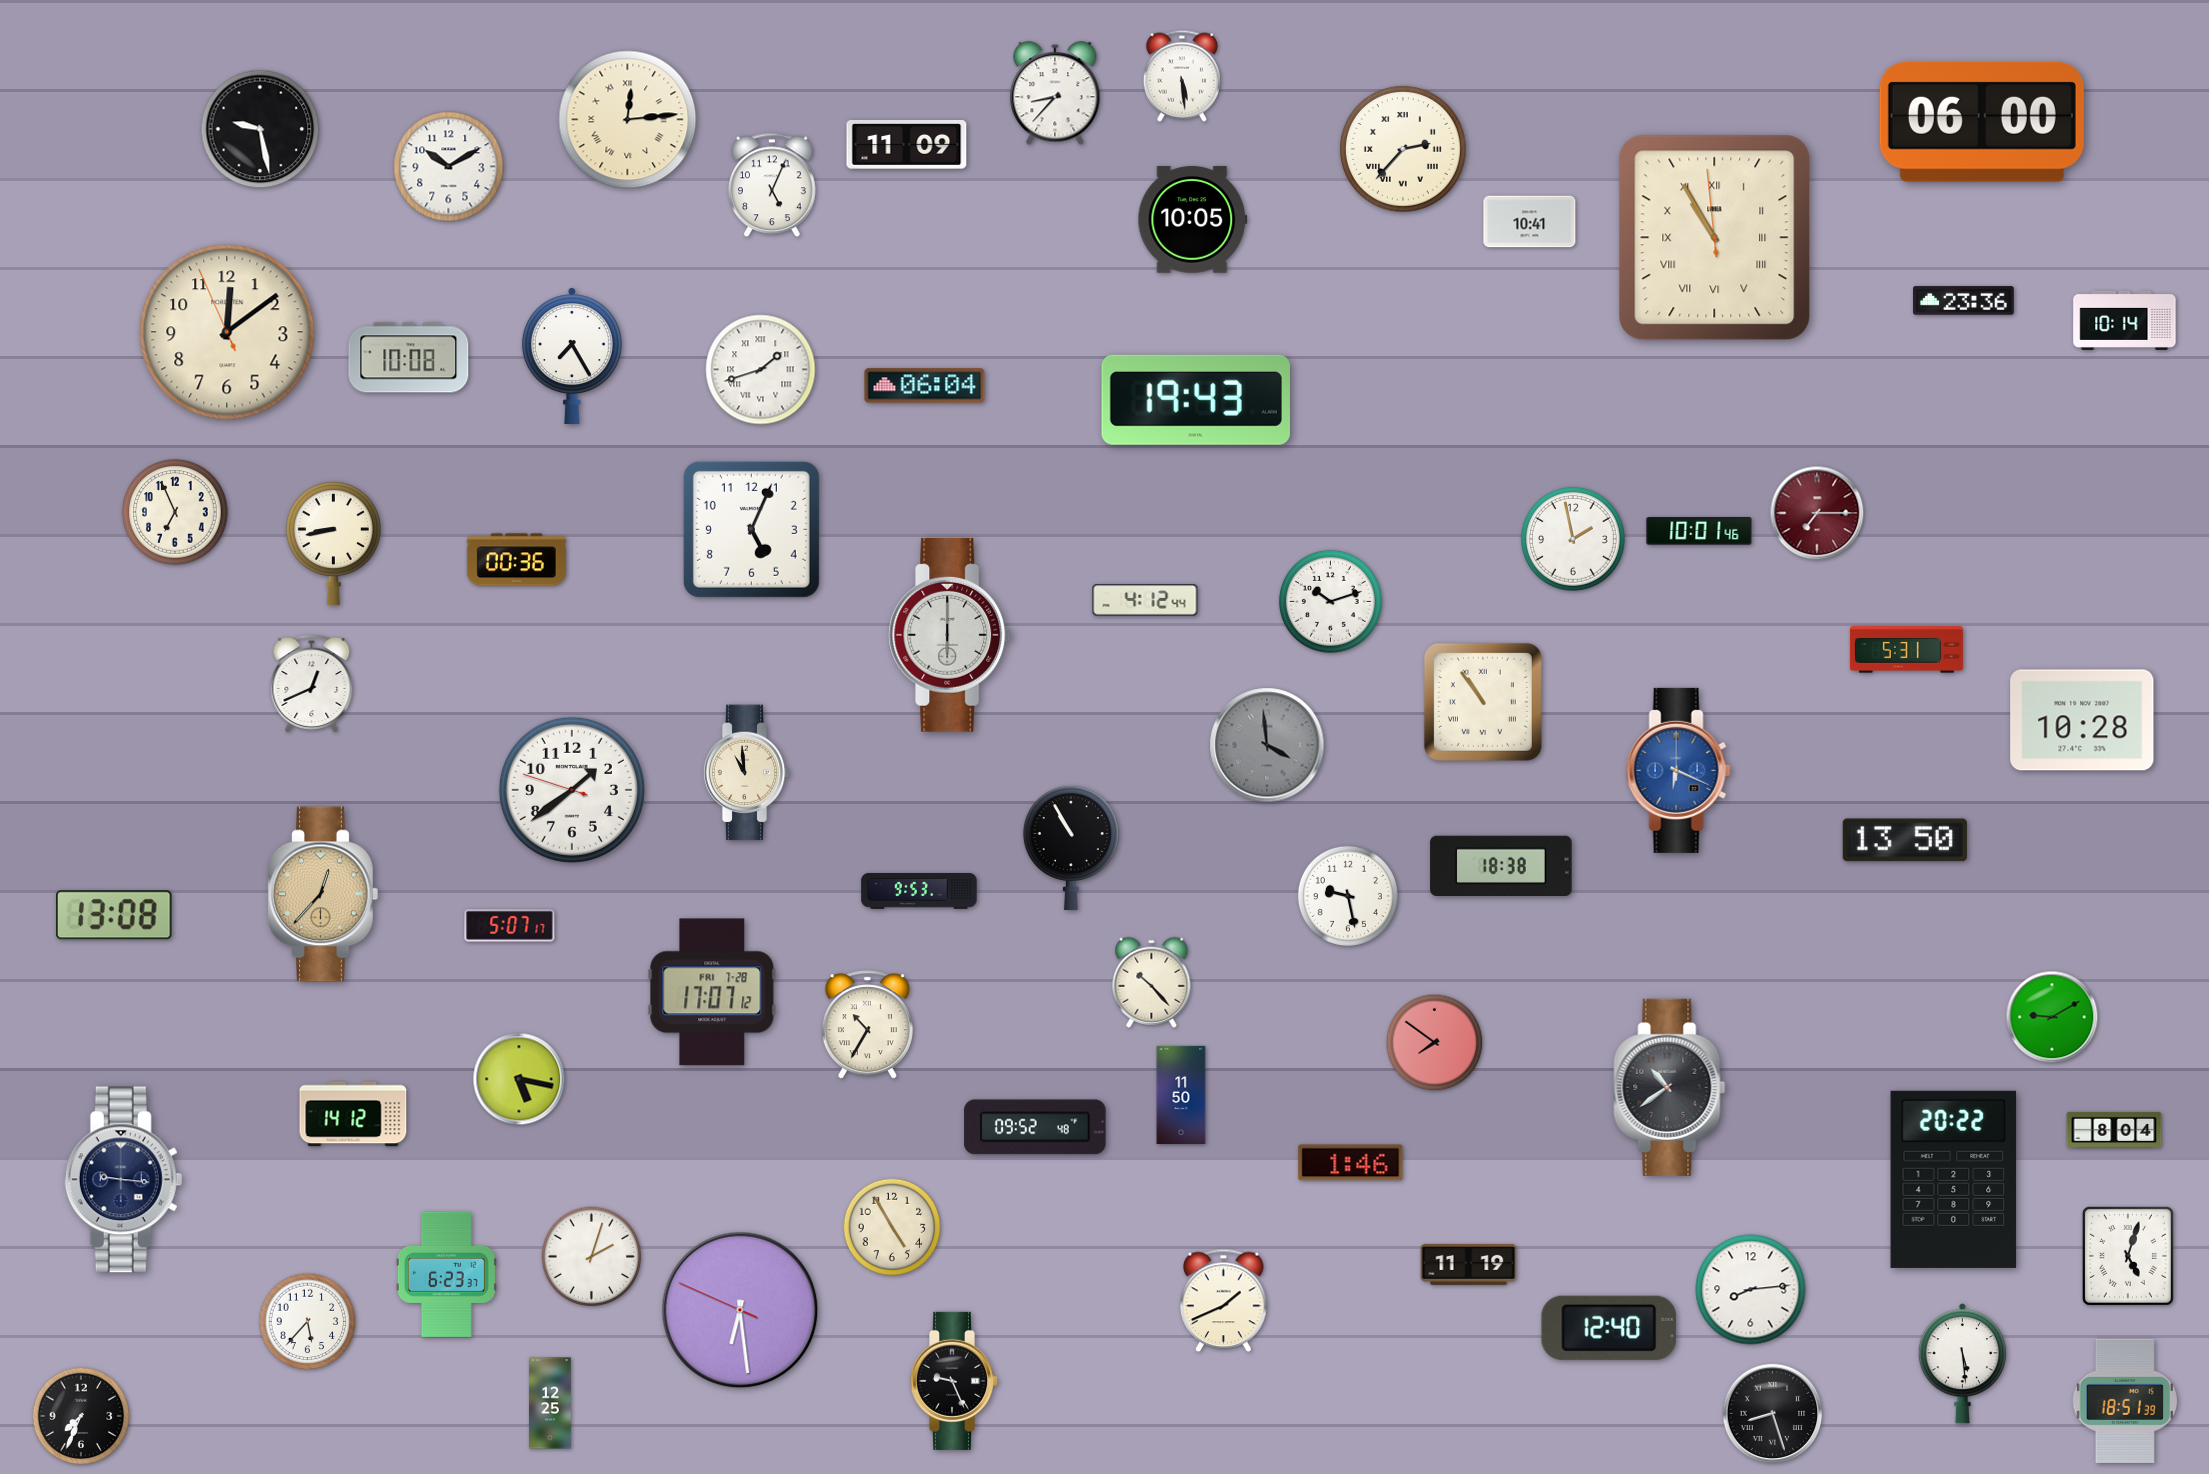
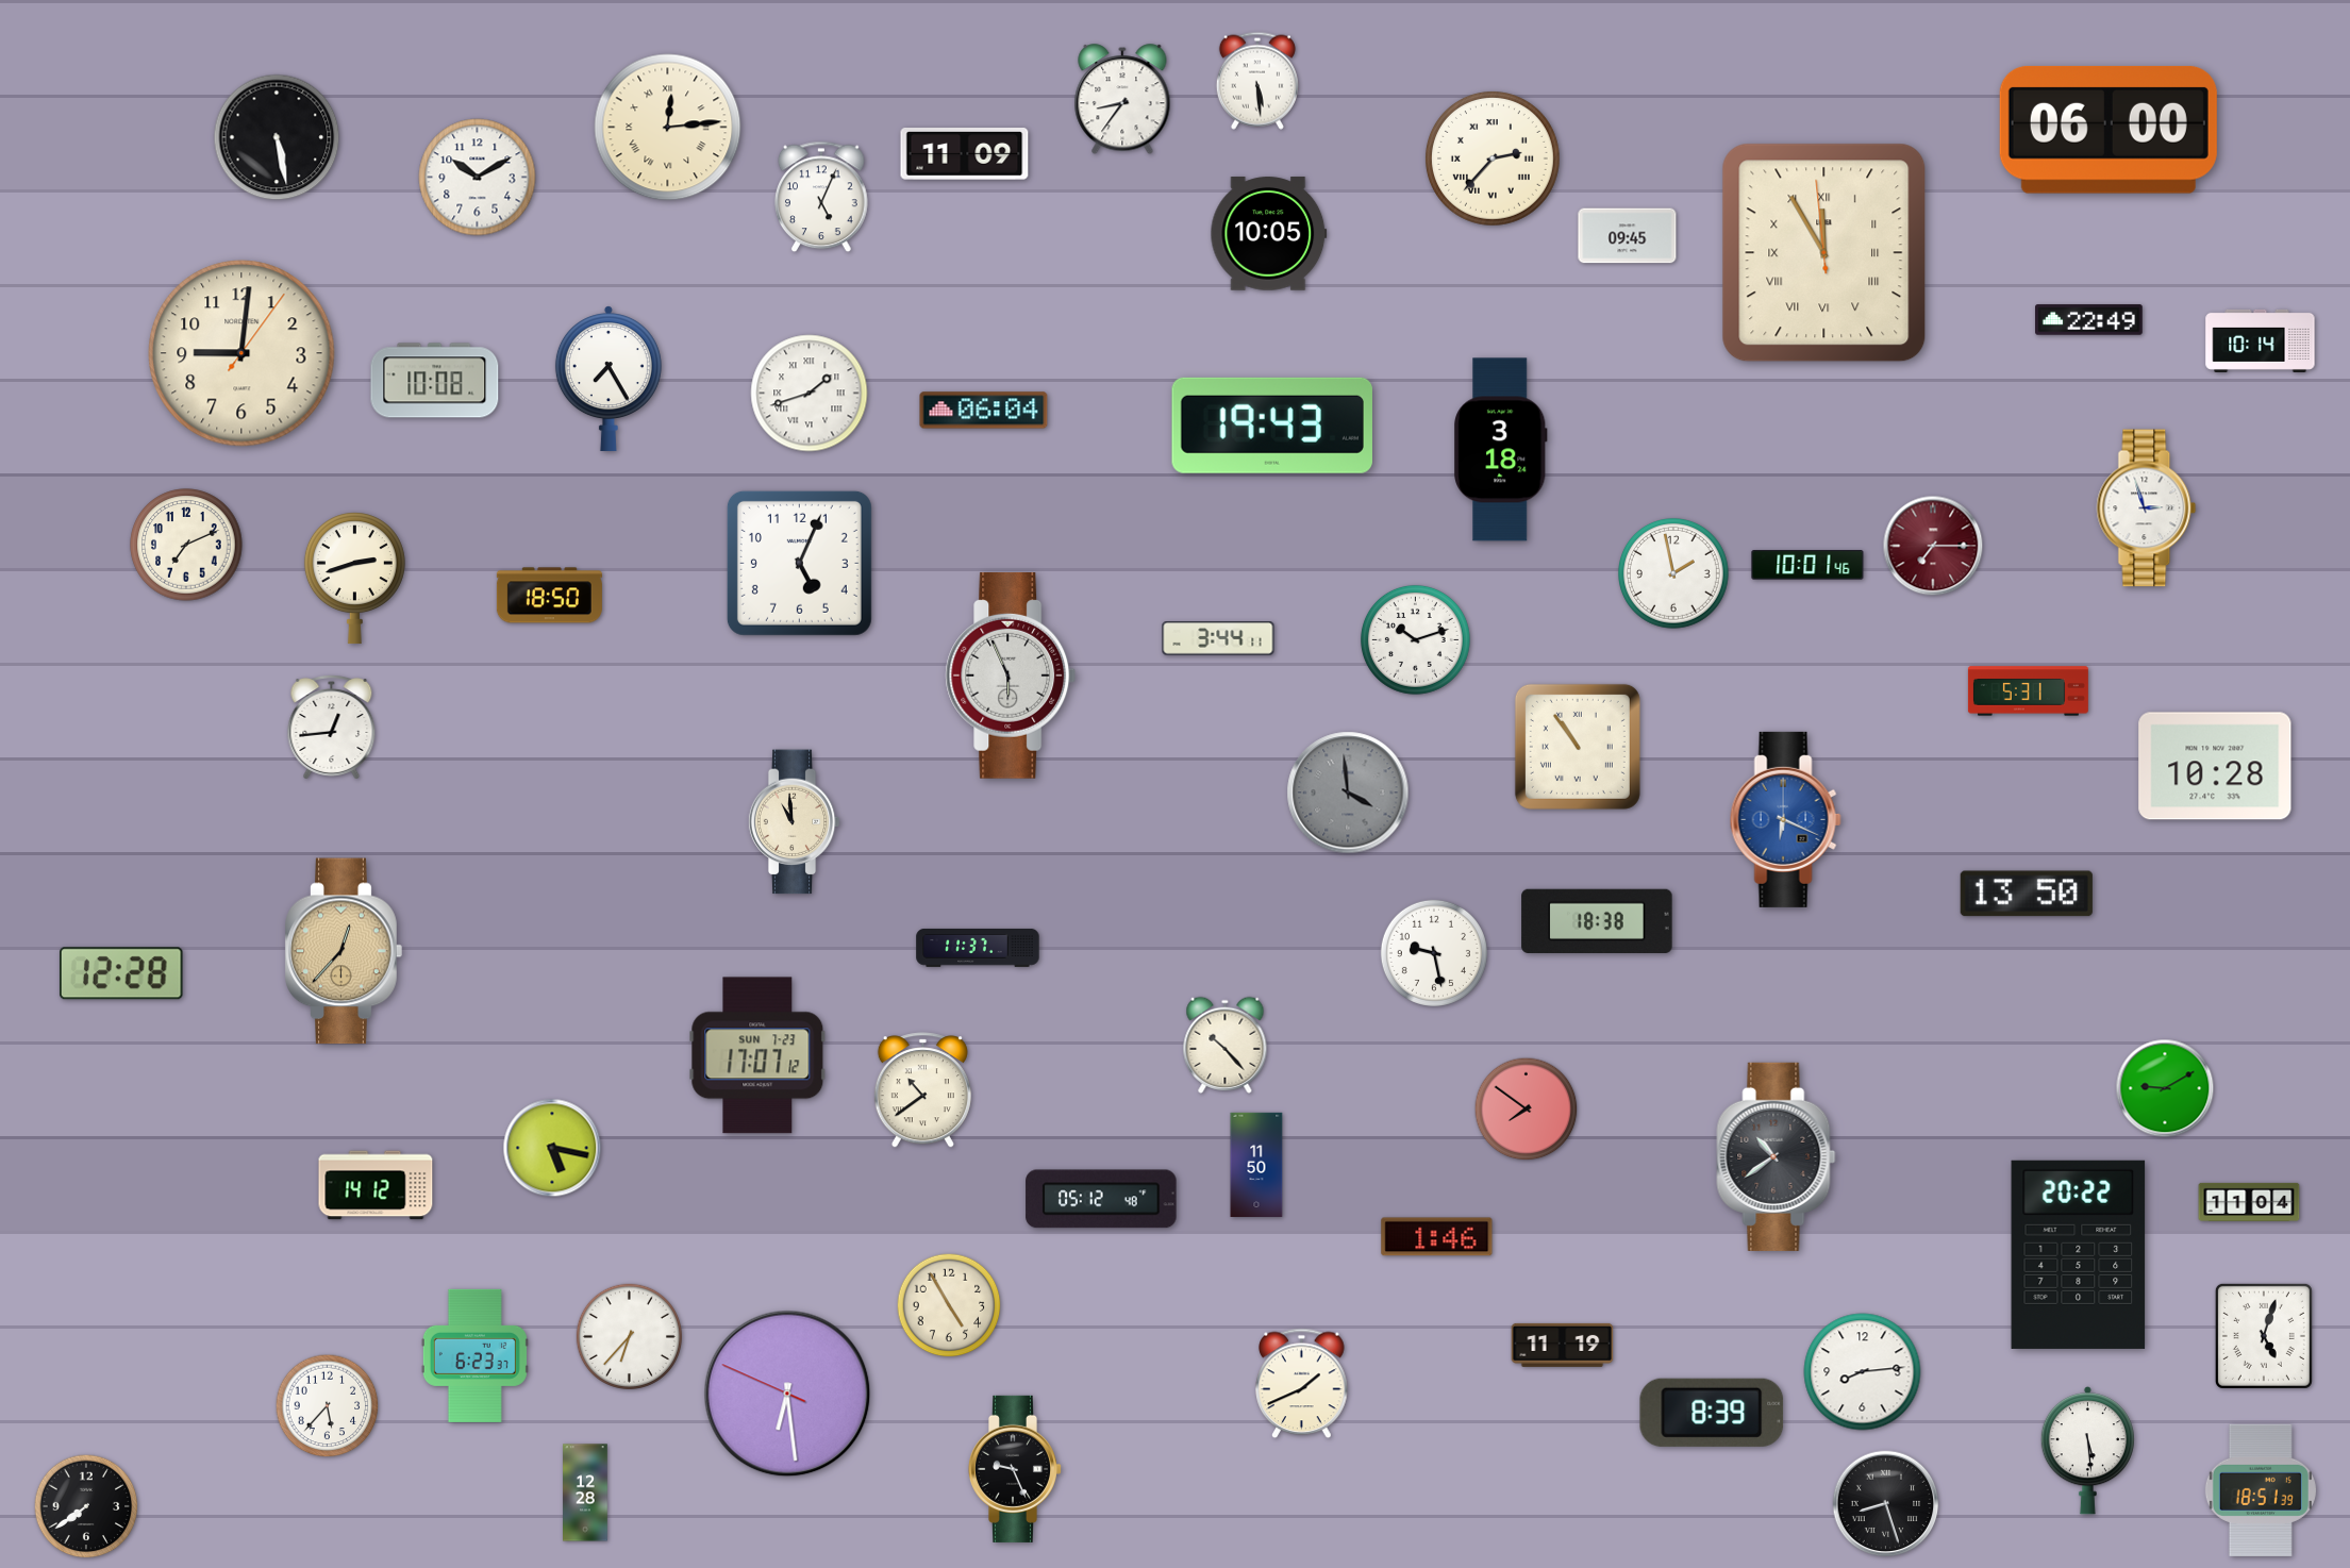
clock at (1055, 94): 8:37 -> 8:36
clock at (260, 129): 9:28 -> 5:28
clock at (1530, 222): 10:41 -> 09:45
clock at (1715, 238): 10:54 -> 11:54
clock at (1964, 301): 23:36 -> 22:49
clock at (227, 332): 12:08 -> 9:01
clock at (1501, 450): none -> 3:18
clock at (2147, 508): none -> 2:57
clock at (175, 512): 6:56 -> 7:11
clock at (333, 544): 8:43 -> 2:42
clock at (516, 560): 00:36 -> 18:50
clock at (1145, 600): 4:12 -> 3:44
clock at (950, 635): 6:00 -> 5:56
clock at (312, 684): 12:41 -> 12:44
clock at (572, 790): 1:38 -> none
clock at (1071, 848): 10:55 -> none
clock at (919, 891): 9:53 -> 11:37
clock at (115, 915): 13:08 -> 12:28
clock at (510, 926): 5:07 -> none
clock at (712, 992) date: FRI 7-28 -> SUN 7-23
clock at (2052, 1017) position: (2052, 1017) -> (2165, 1088)
clock at (867, 1025): 10:35 -> 10:39
clock at (1035, 1127): 09:52 -> 05:12
clock at (2114, 1130): 8:04 -> 11:04
clock at (124, 1180): 9:16 -> none
clock at (591, 1256): 2:03 -> 6:37
clock at (1609, 1328): 12:40 -> 8:39
clock at (550, 1403): 12:25 -> 12:28
clock at (81, 1416): 7:34 -> 7:39
